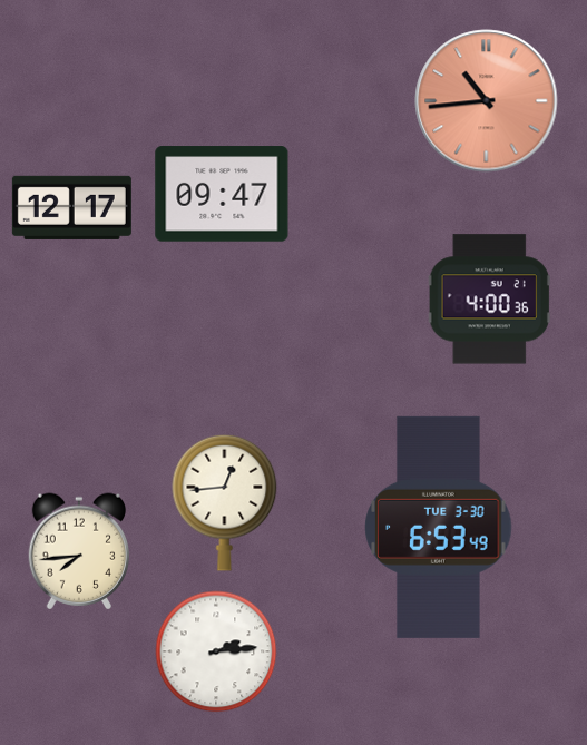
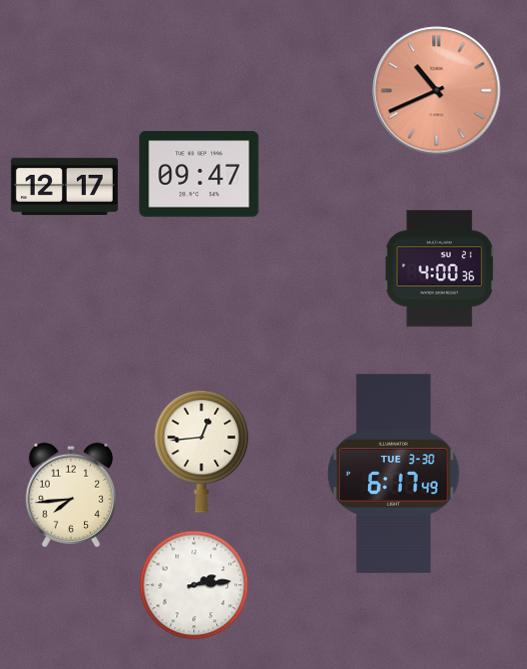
clock at (487, 101): 10:44 -> 10:41
clock at (439, 527): 6:53 -> 6:17
